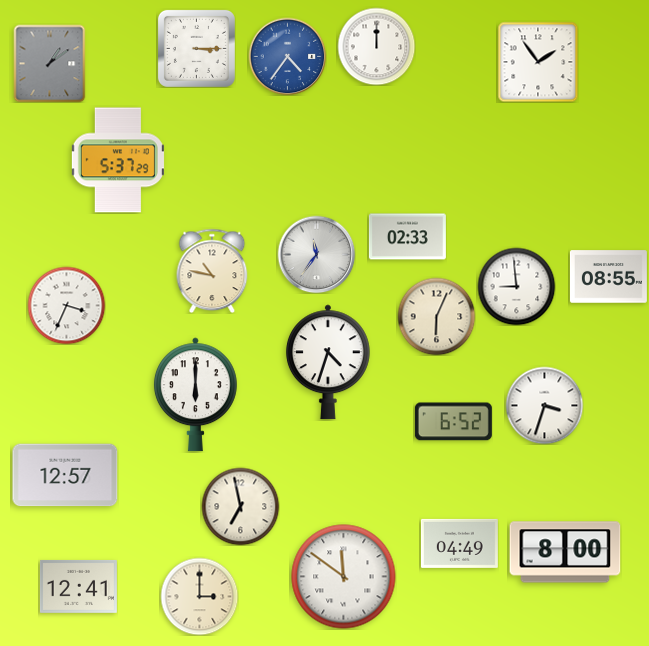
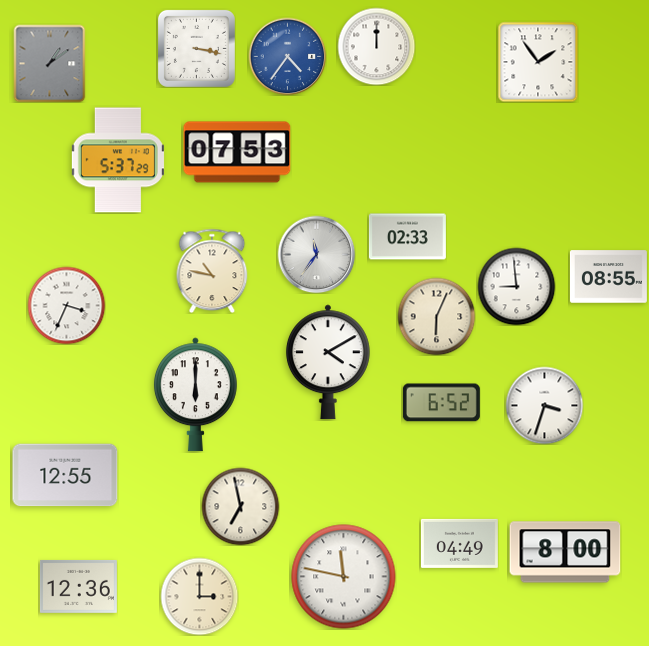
clock at (196, 48): 3:15 -> 3:17
clock at (237, 152): none -> 07:53
clock at (328, 362): 4:33 -> 4:10
clock at (453, 422) position: (453, 422) -> (441, 403)
clock at (65, 475): 12:57 -> 12:55
clock at (344, 577): 11:51 -> 11:47
clock at (78, 586): 12:41 -> 12:36
